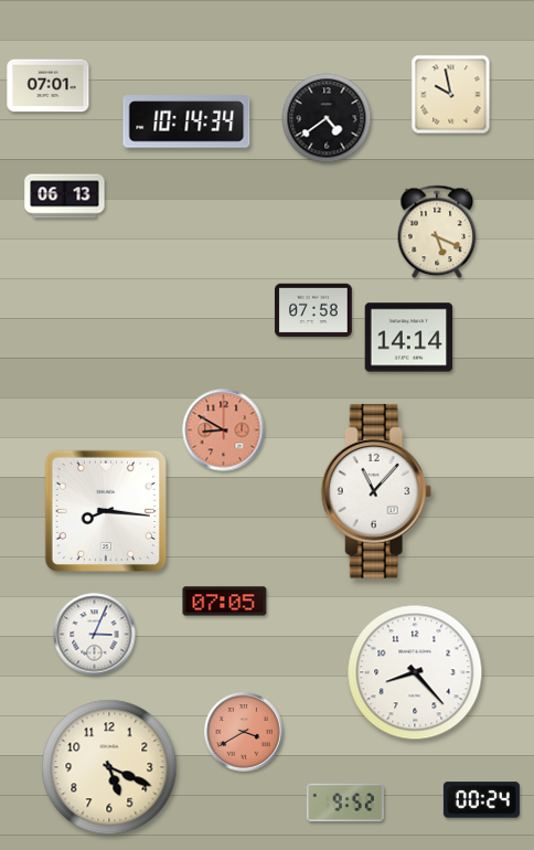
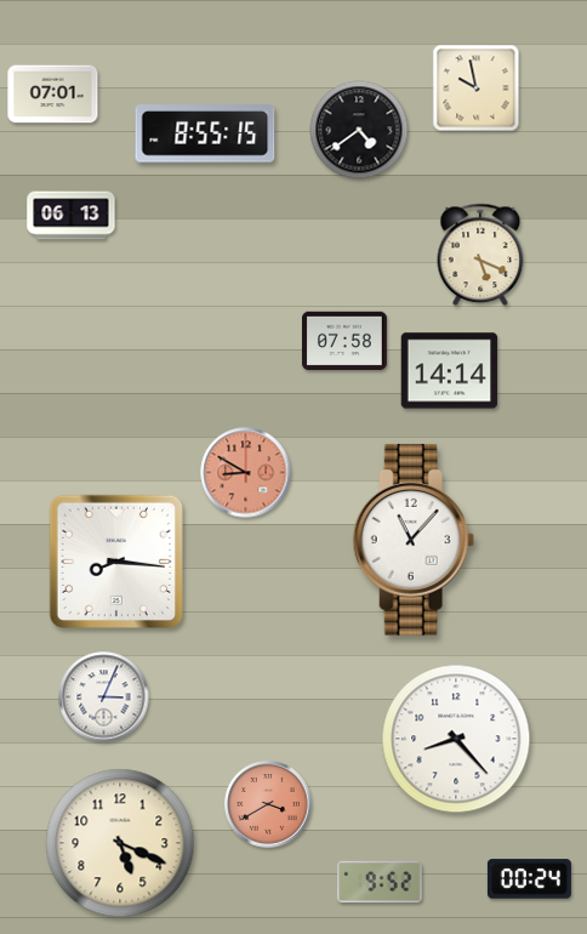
clock at (451, 95) position: (451, 95) -> (477, 89)
clock at (186, 121): 10:14 -> 8:55
clock at (225, 602): 07:05 -> none
